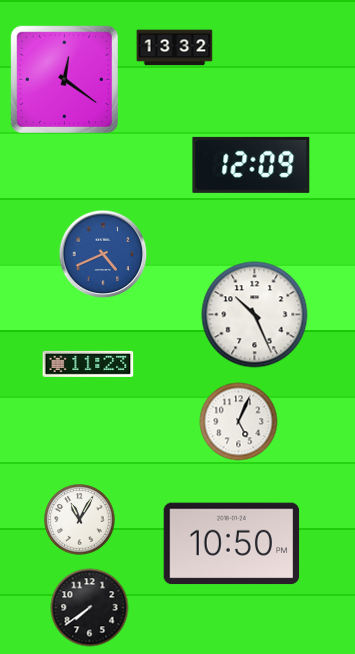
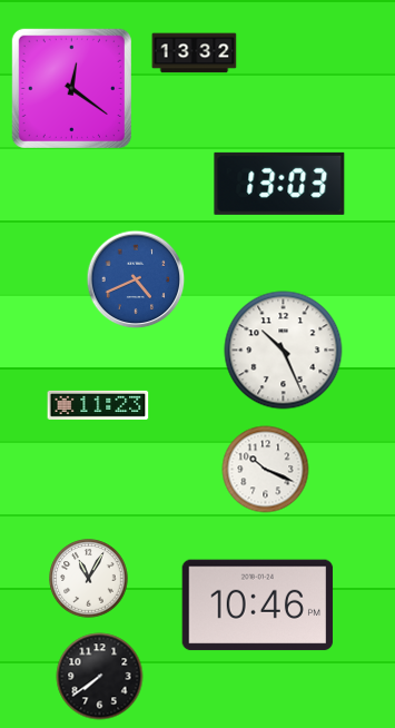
clock at (251, 165): 12:09 -> 13:03
clock at (103, 254) position: (103, 254) -> (136, 279)
clock at (239, 422): 5:04 -> 10:19
clock at (232, 544): 10:50 -> 10:46
